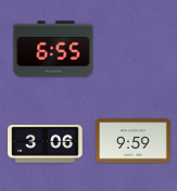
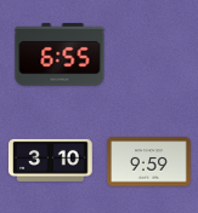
clock at (134, 141) position: (134, 141) -> (149, 162)
clock at (46, 143): 3:06 -> 3:10
